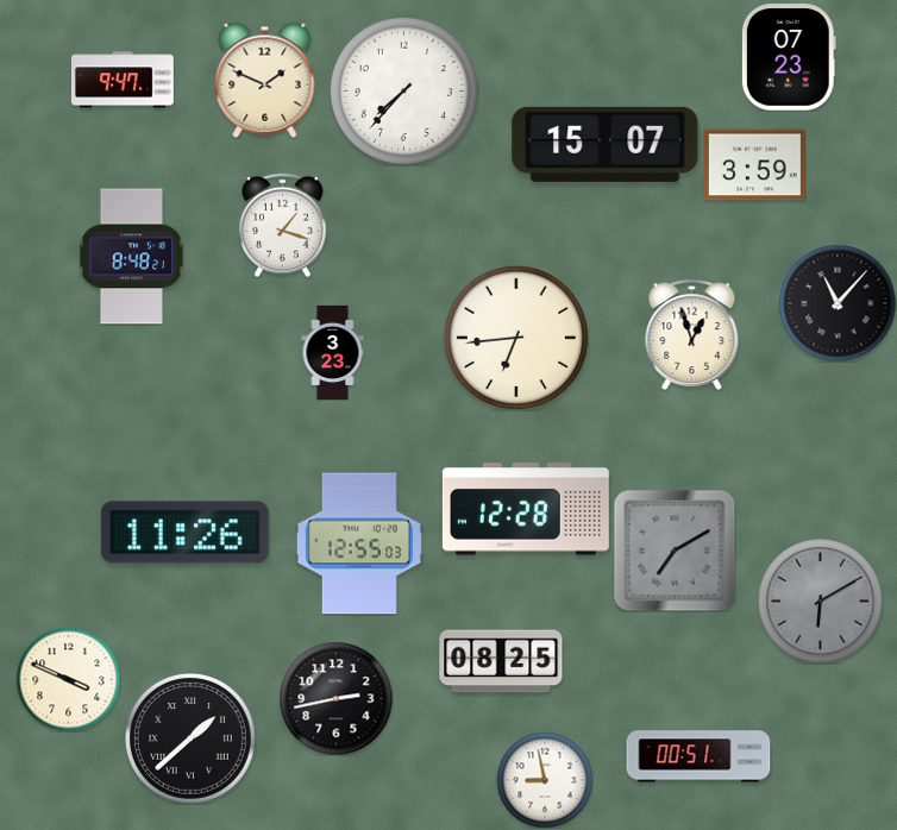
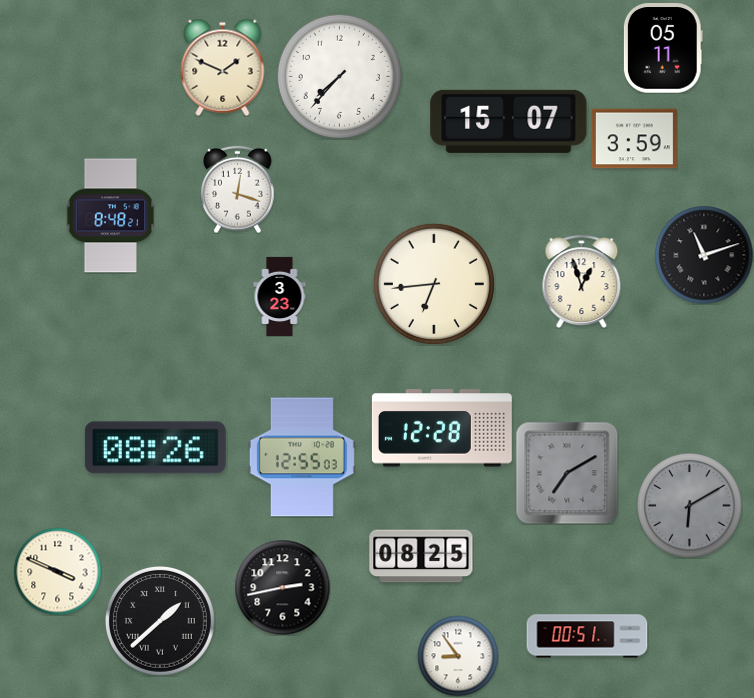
clock at (789, 57): 07:23 -> 05:11
clock at (123, 80): 9:47 -> none
clock at (283, 225): 1:18 -> 12:18
clock at (838, 303): 11:07 -> 11:12
clock at (184, 533): 11:26 -> 08:26
clock at (675, 551) position: (675, 551) -> (567, 473)
clock at (545, 780): 8:58 -> 8:54
